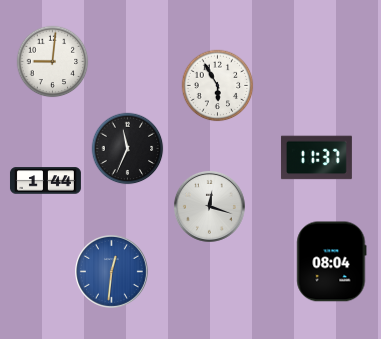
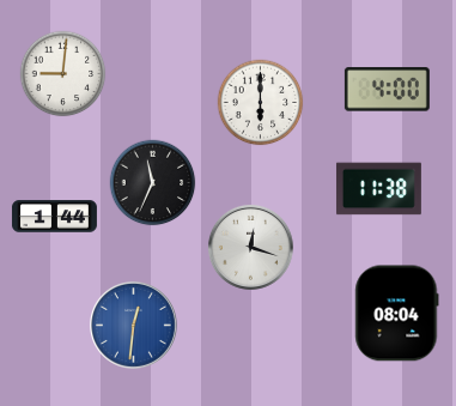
clock at (387, 90): none -> 4:00
clock at (218, 86): 5:55 -> 6:00
clock at (128, 149) position: (128, 149) -> (153, 183)
clock at (316, 158): 11:37 -> 11:38
